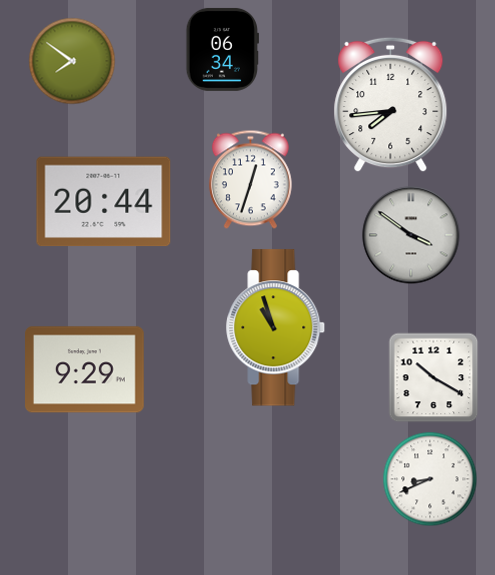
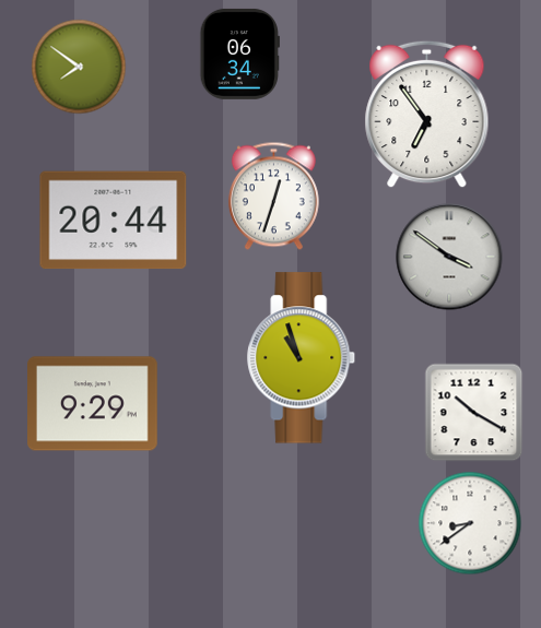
clock at (222, 49) position: (222, 49) -> (239, 54)
clock at (391, 105): 7:44 -> 6:54
clock at (430, 479): 8:41 -> 8:39
